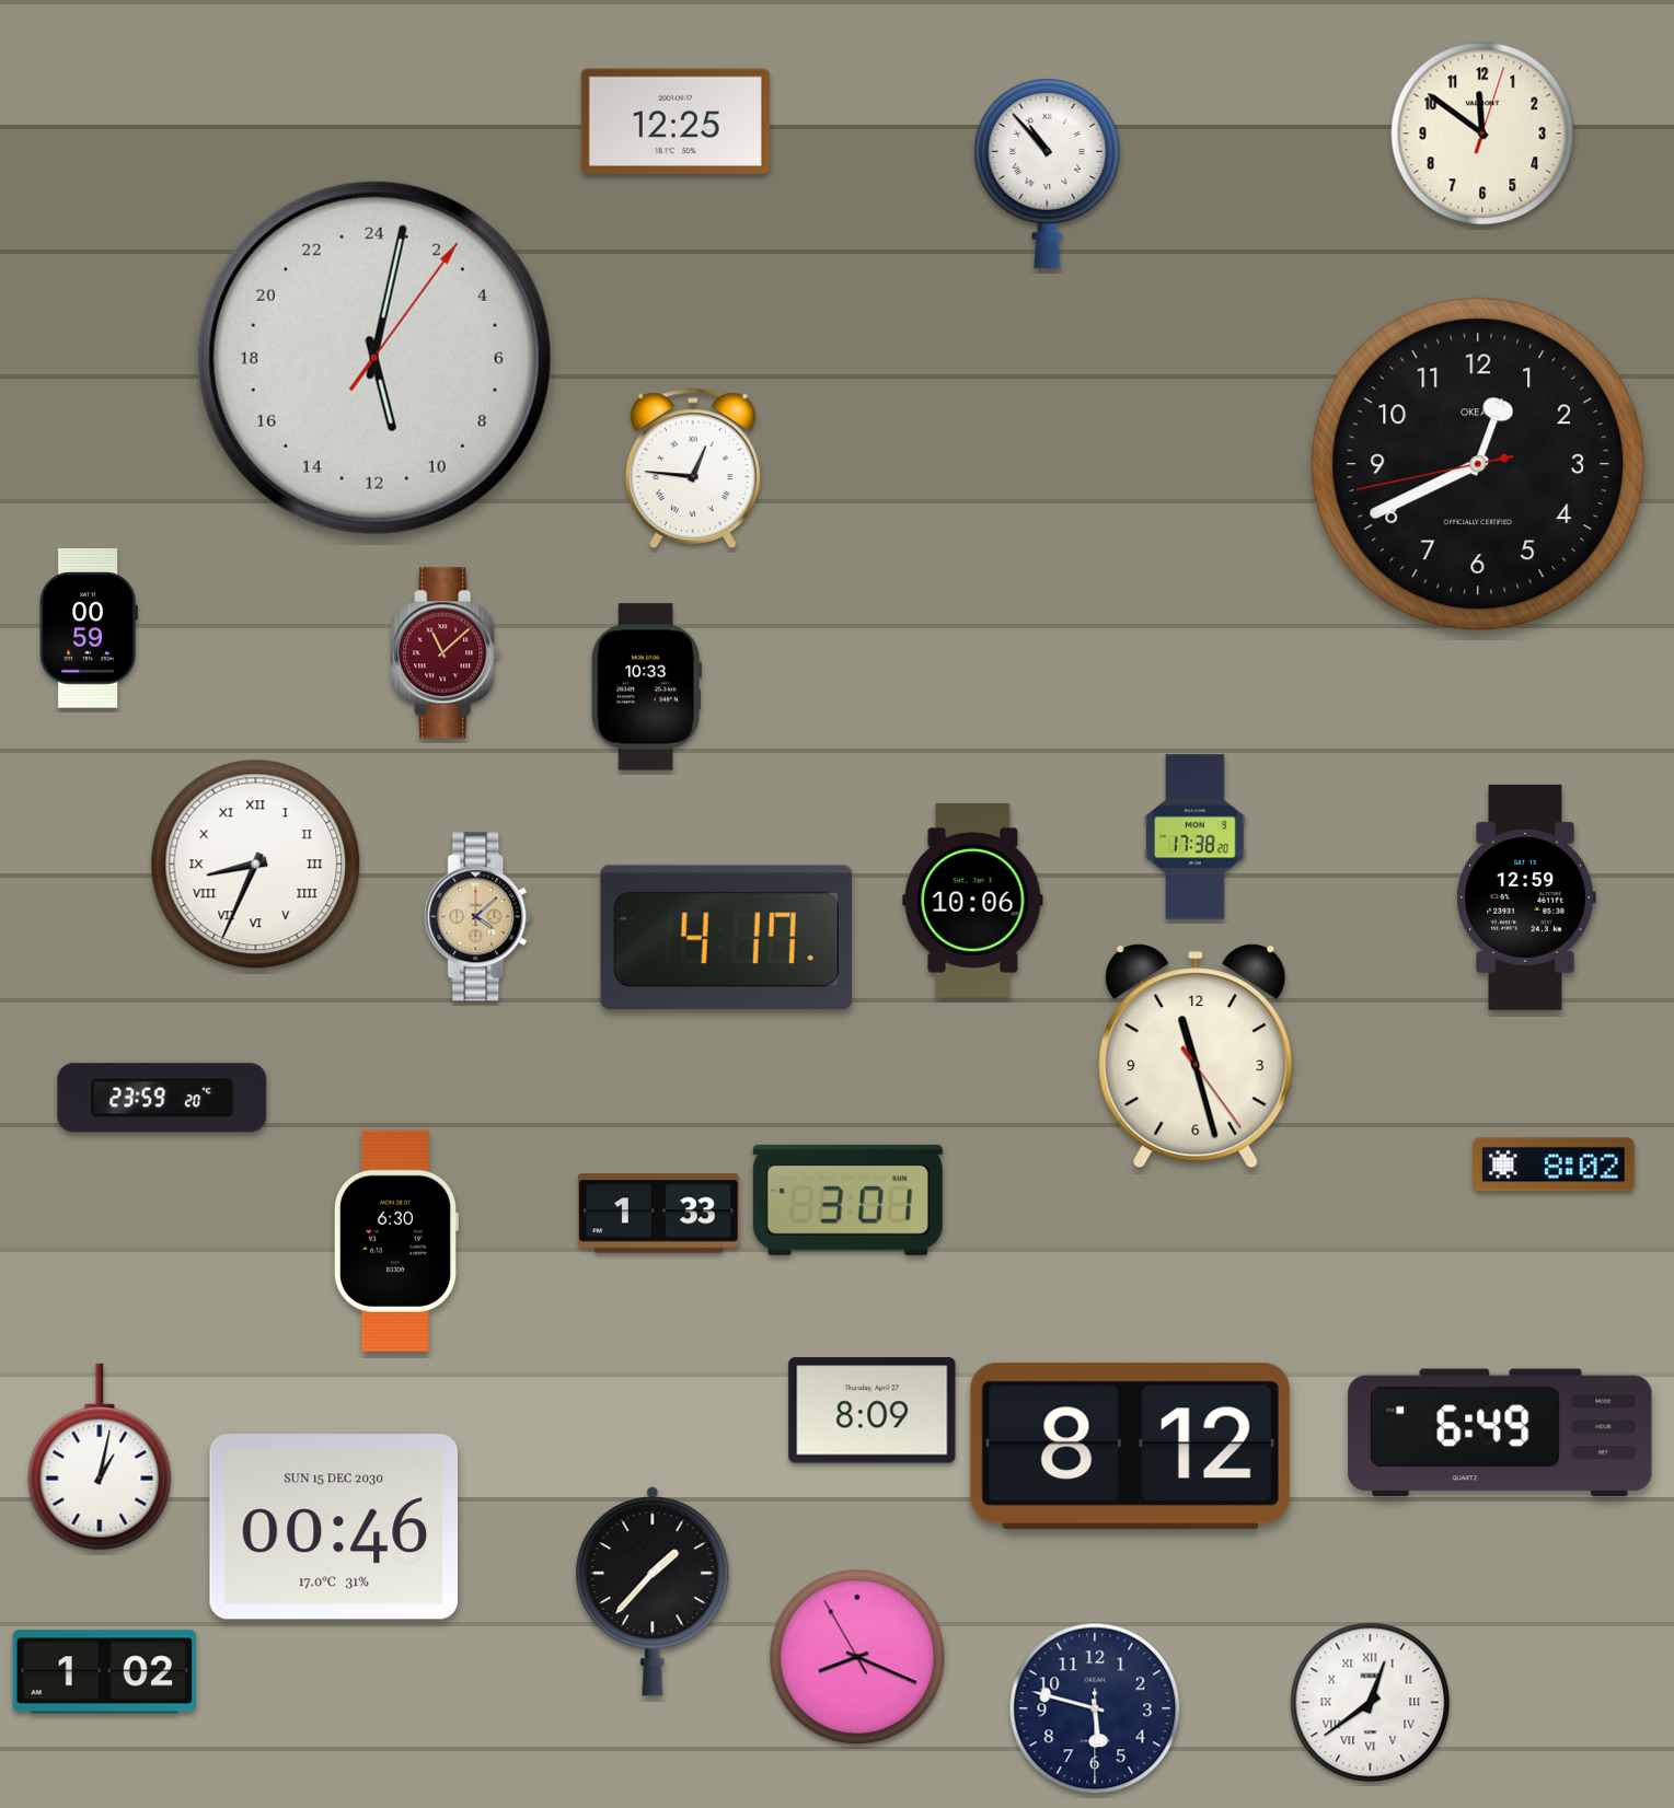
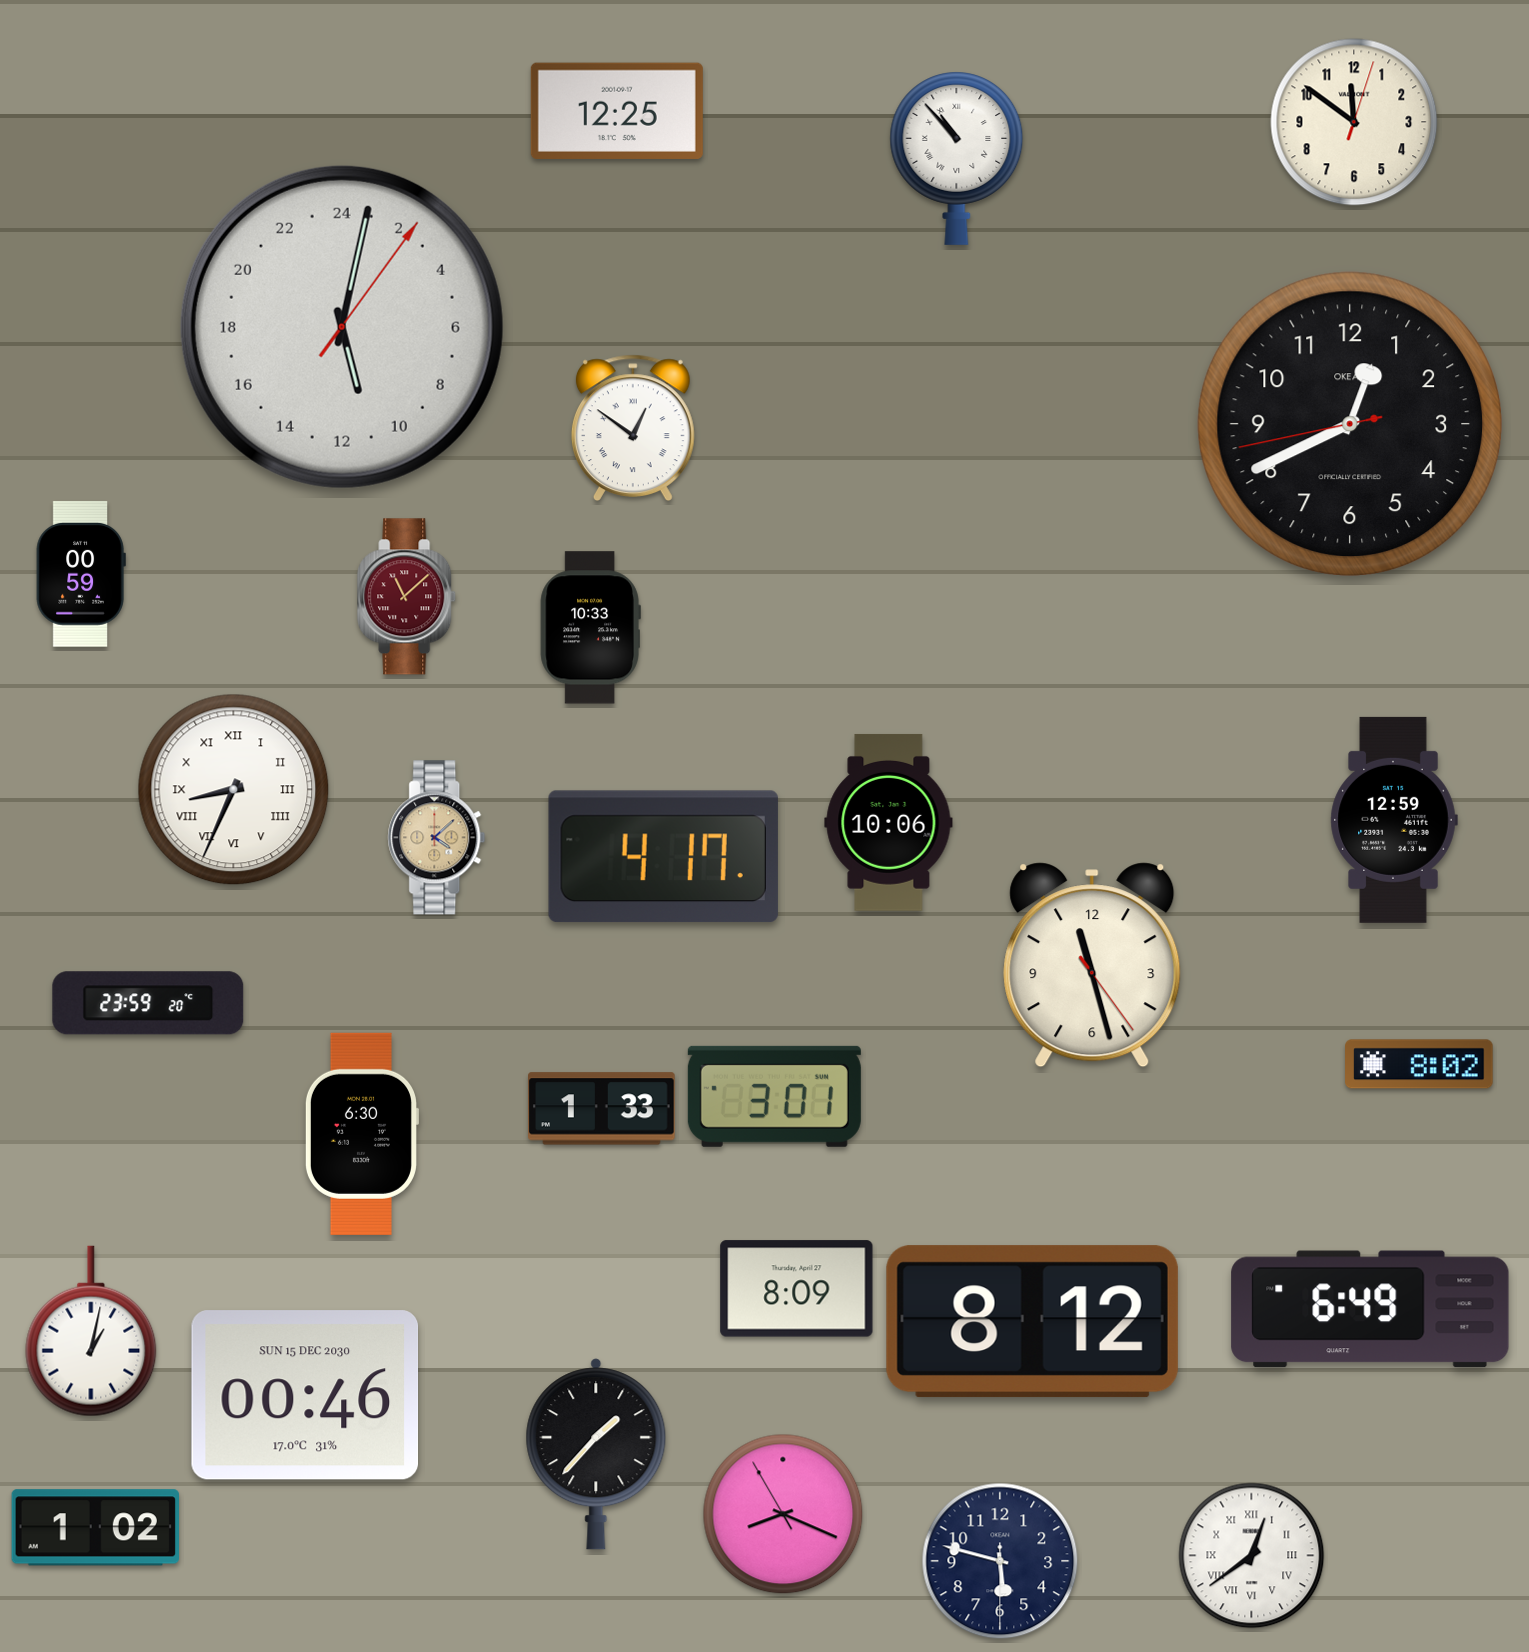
clock at (693, 468): 12:46 -> 12:51
clock at (1196, 837): 17:38 -> none
